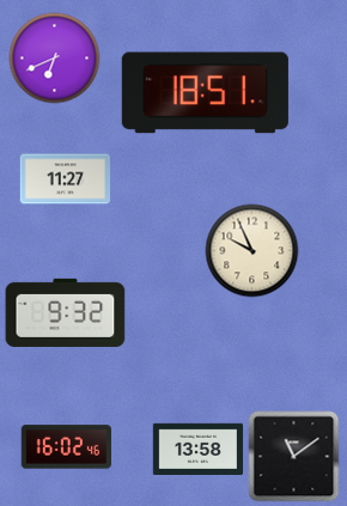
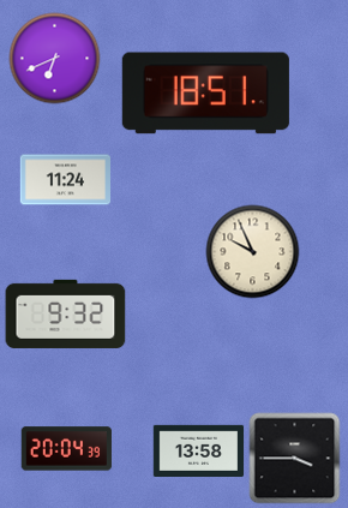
clock at (66, 179): 11:27 -> 11:24
clock at (66, 447): 16:02 -> 20:04
clock at (294, 457): 11:09 -> 3:45
